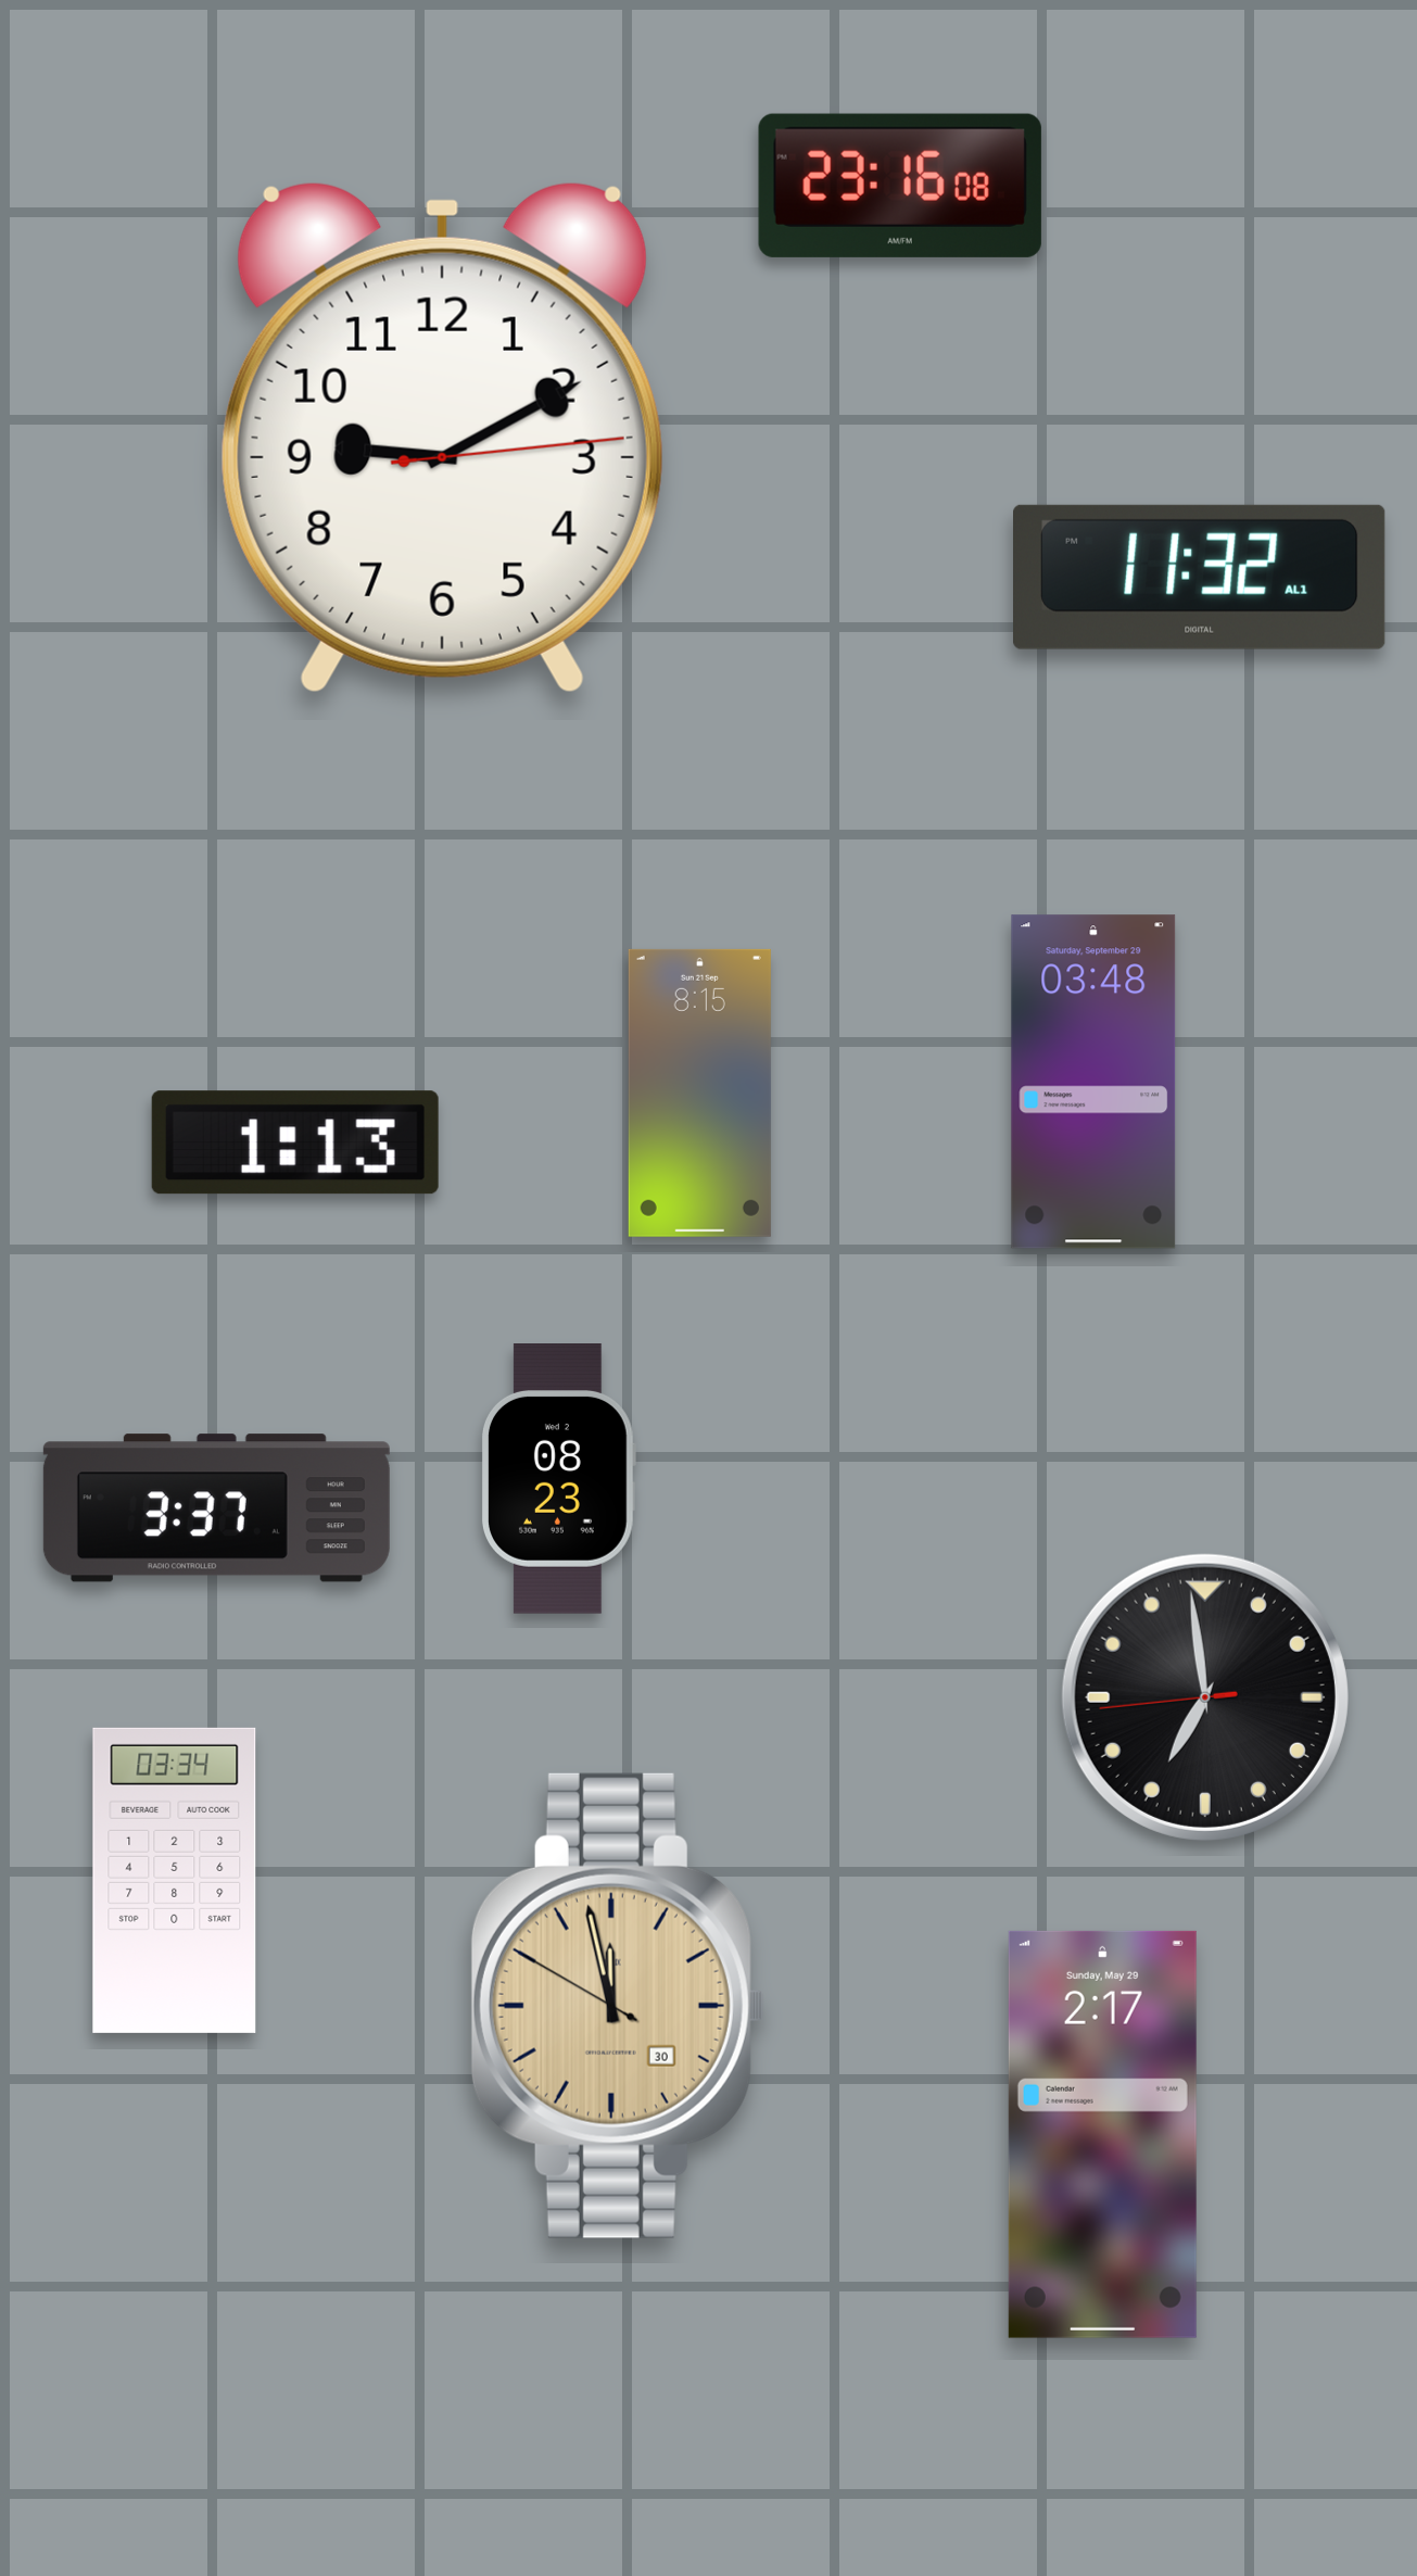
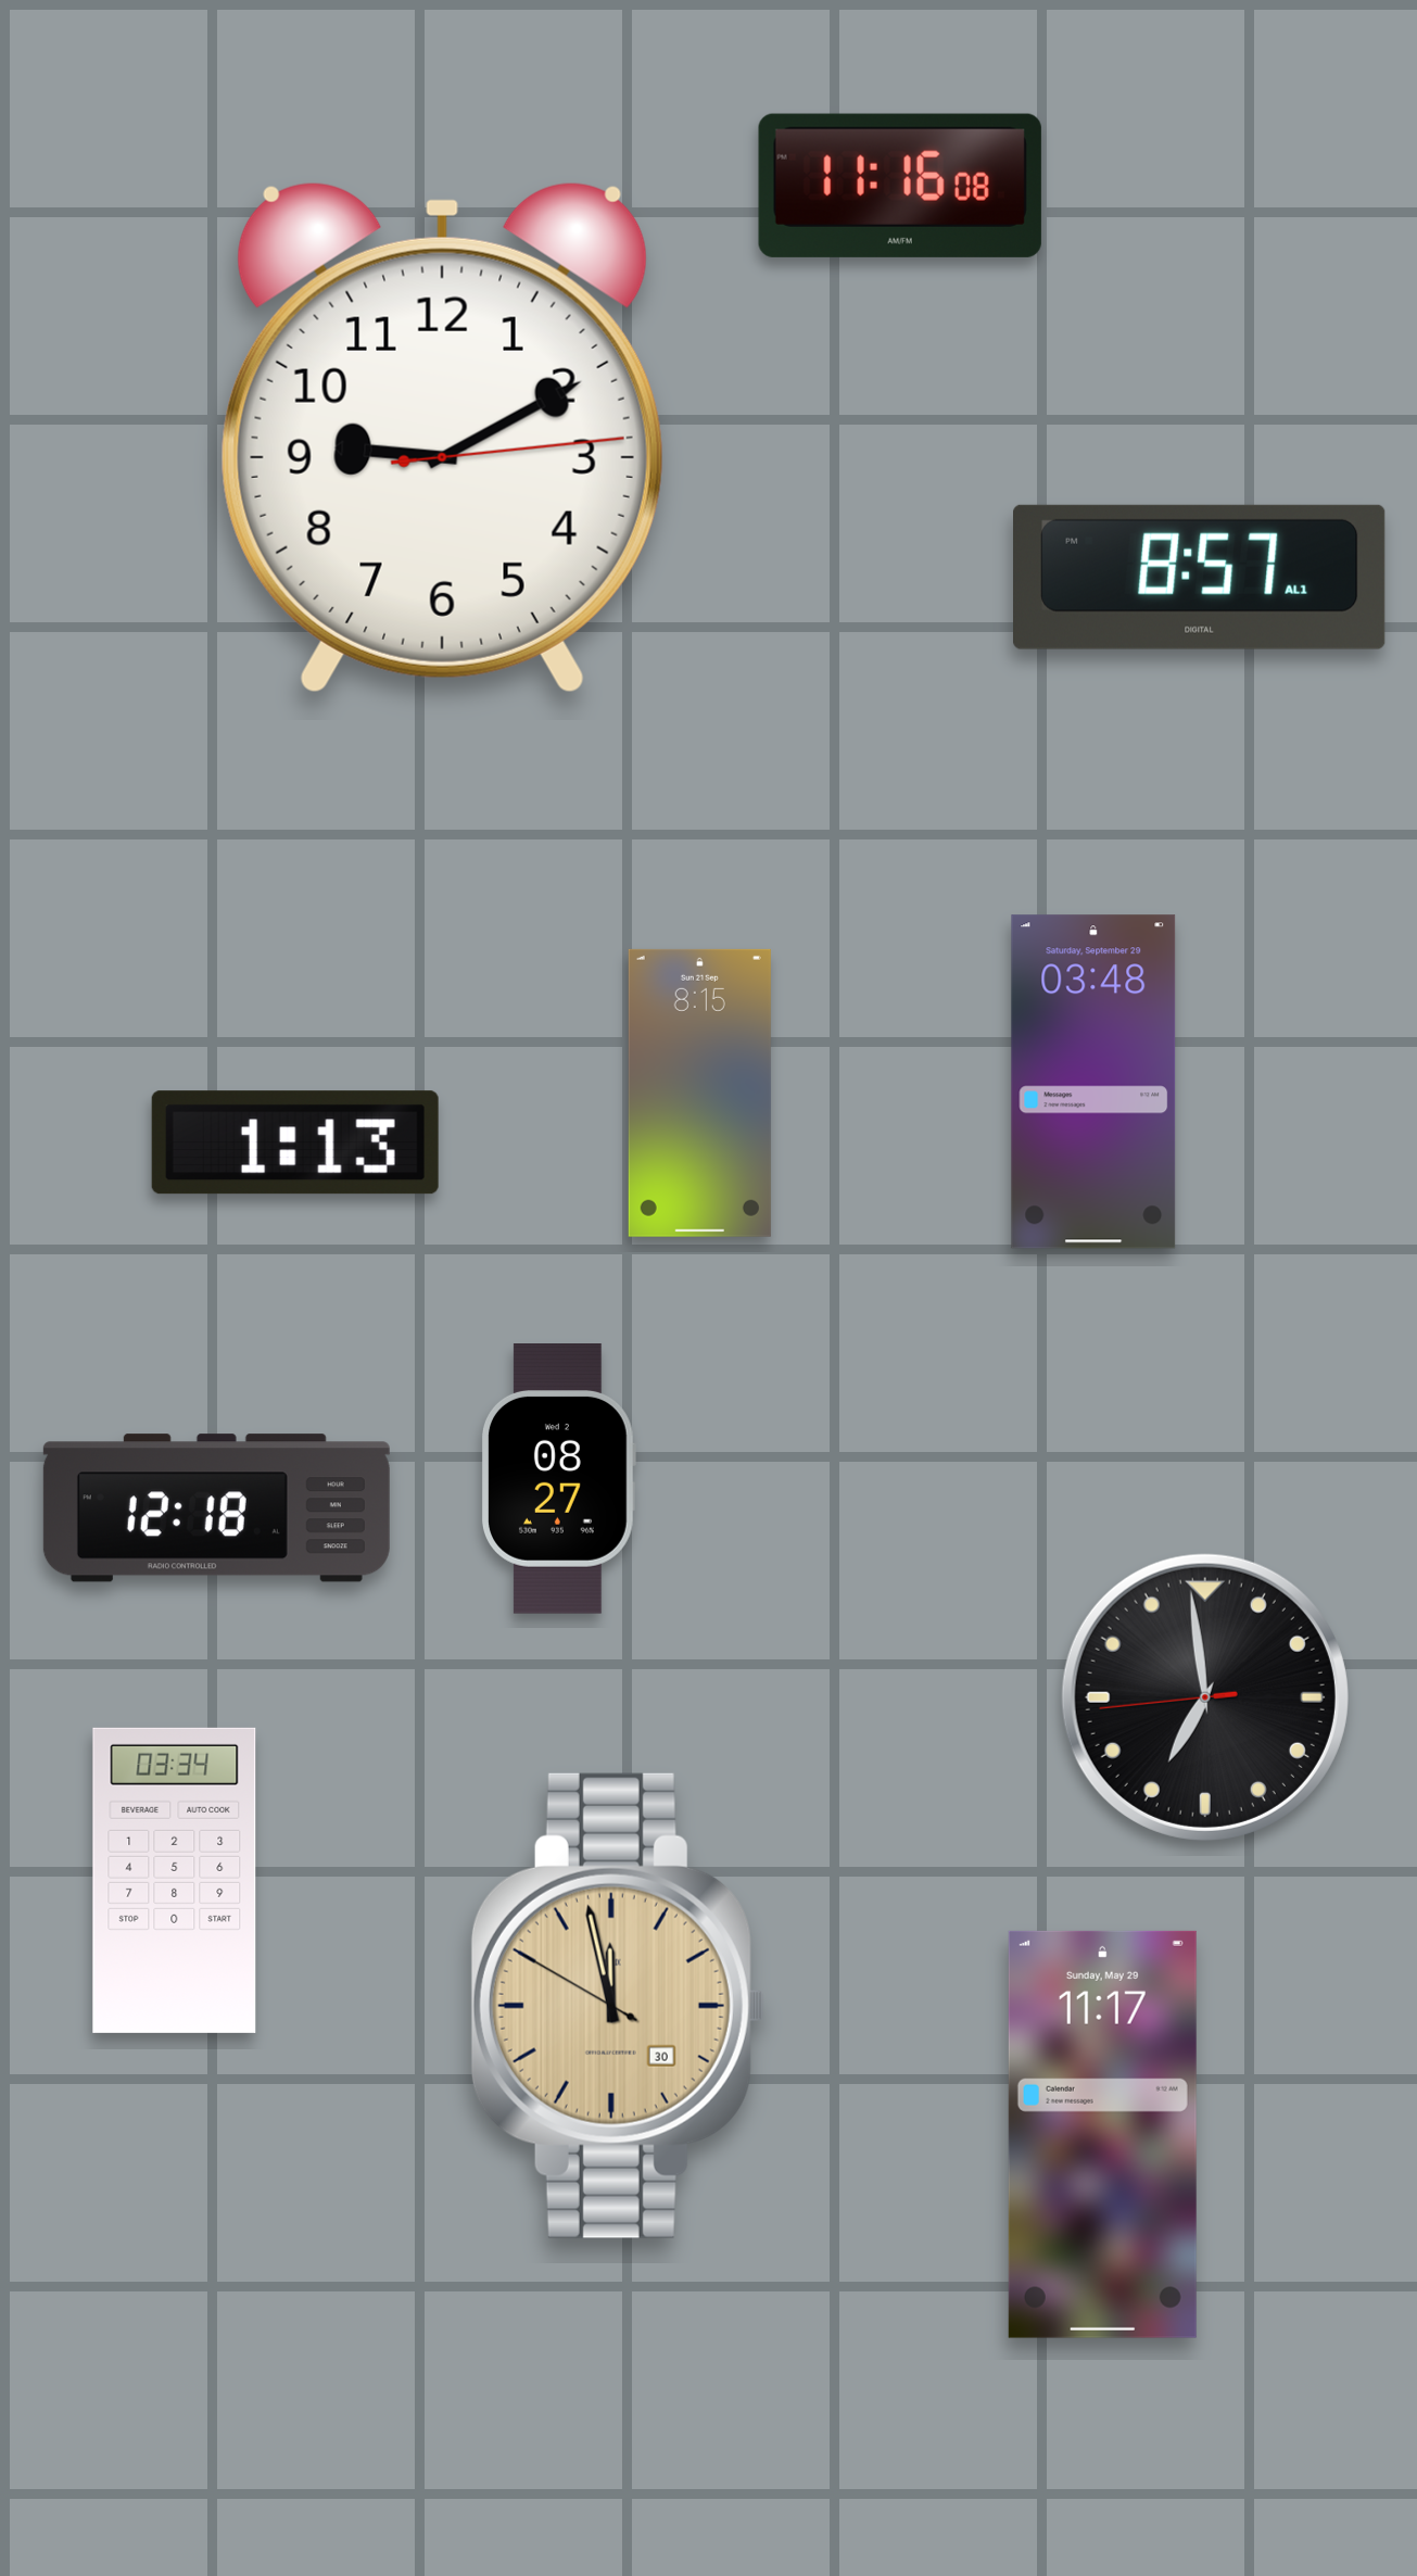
clock at (900, 186): 23:16 -> 11:16
clock at (1200, 577): 11:32 -> 8:57
clock at (558, 1479): 08:23 -> 08:27
clock at (216, 1508): 3:37 -> 12:18
clock at (1102, 2134): 2:17 -> 11:17
